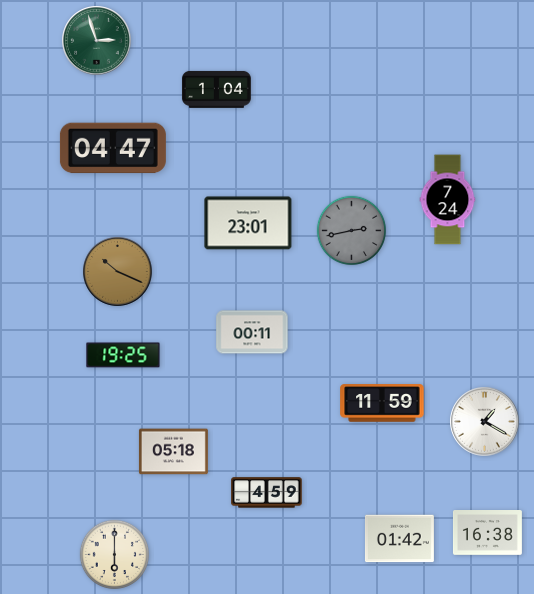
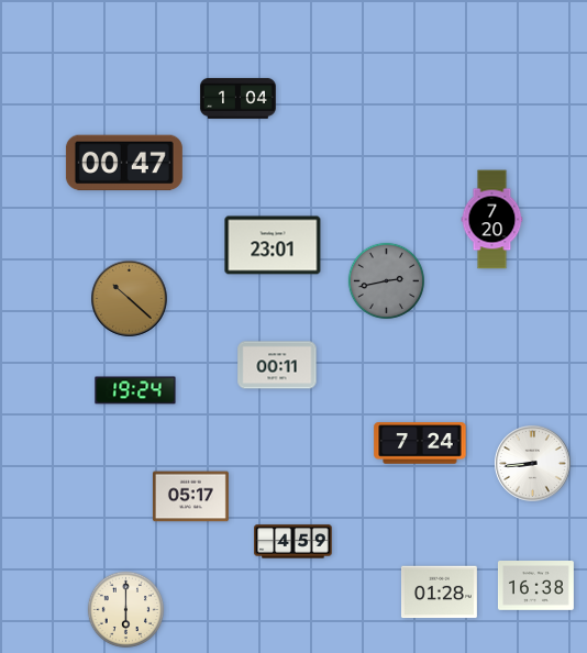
clock at (97, 41): 2:57 -> none
clock at (113, 148): 04:47 -> 00:47
clock at (448, 200): 7:24 -> 7:20
clock at (352, 231) position: (352, 231) -> (387, 281)
clock at (118, 272): 10:19 -> 10:22
clock at (123, 355): 19:25 -> 19:24
clock at (382, 403): 11:59 -> 7:24
clock at (485, 422): 1:20 -> 8:44
clock at (173, 452): 05:18 -> 05:17
clock at (399, 539): 01:42 -> 01:28
